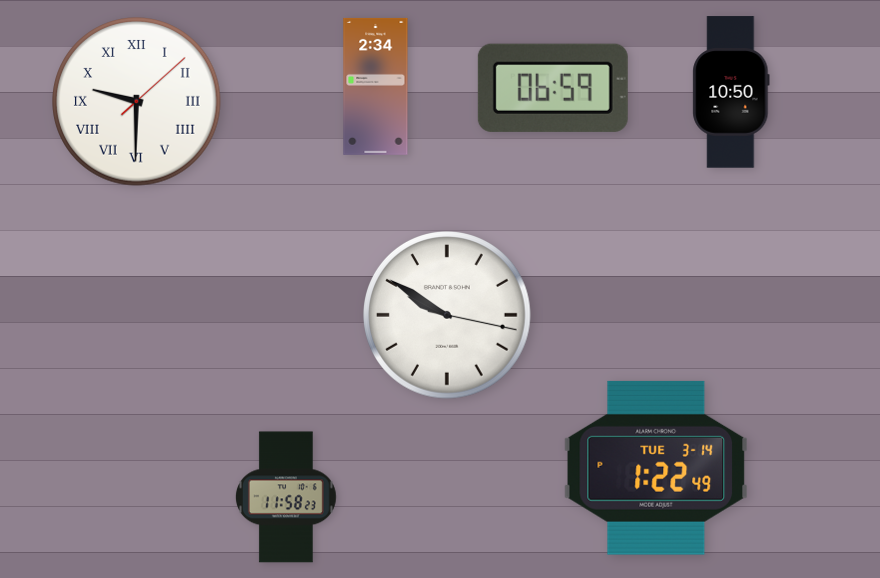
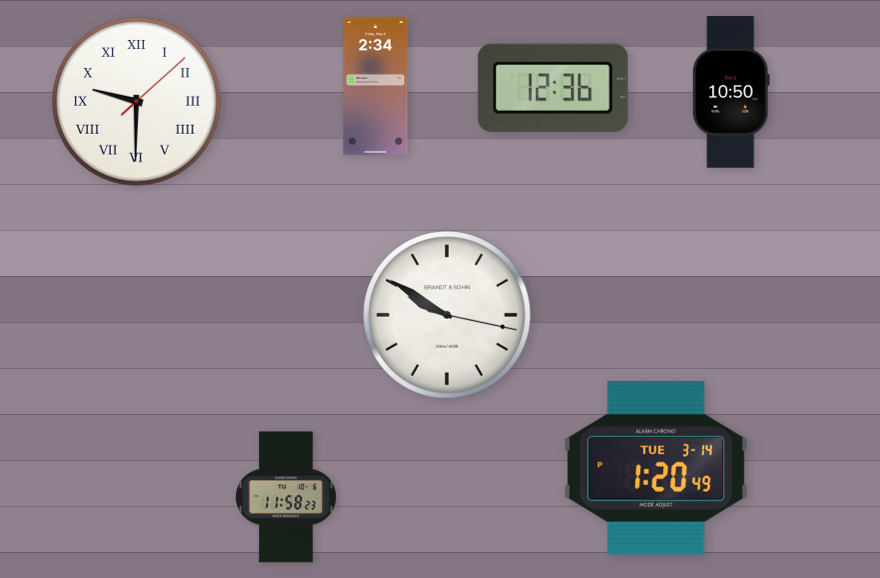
clock at (553, 88): 06:59 -> 12:36
clock at (655, 468): 1:22 -> 1:20
